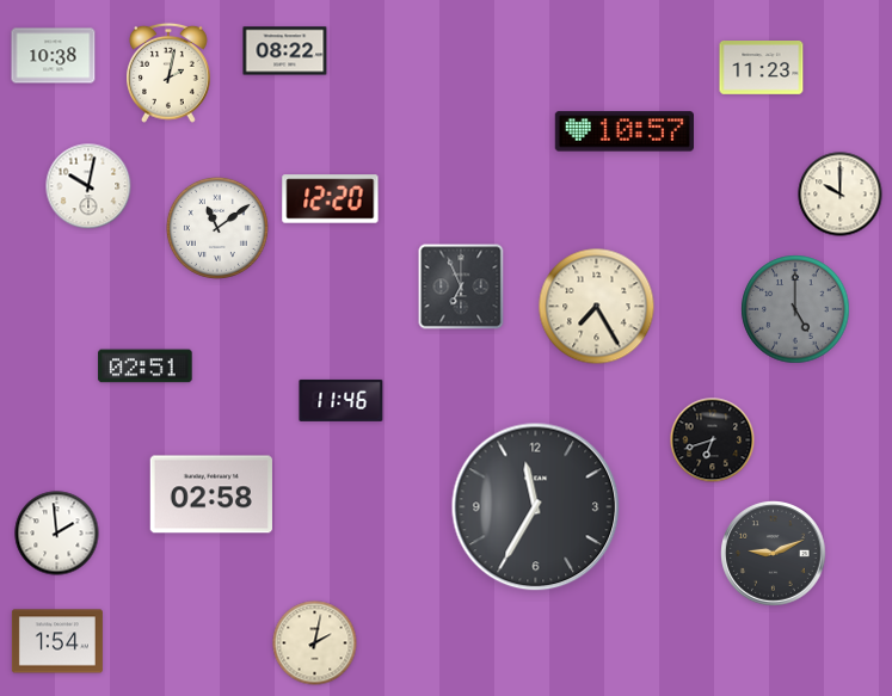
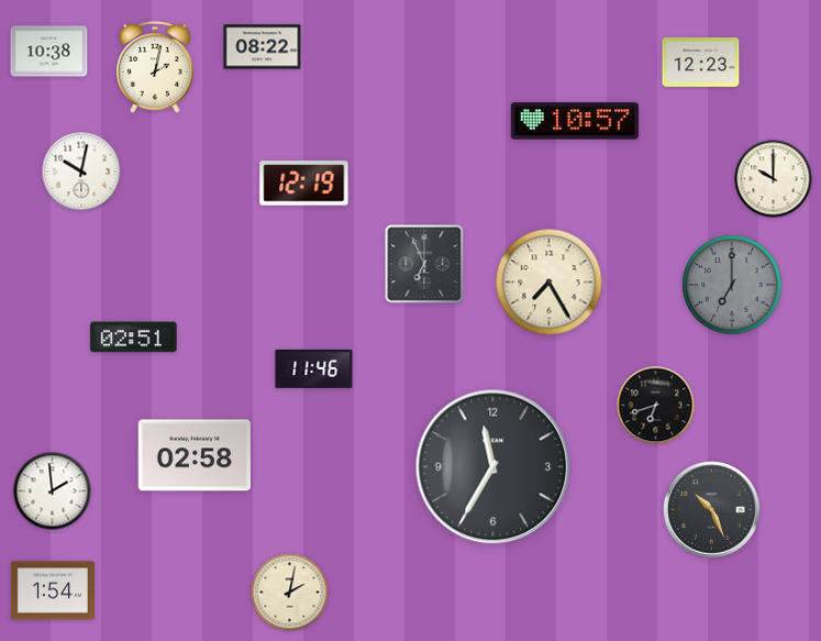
clock at (762, 68): 11:23 -> 12:23
clock at (331, 199): 12:20 -> 12:19
clock at (217, 228): 11:09 -> none
clock at (795, 309): 5:00 -> 7:00
clock at (774, 554): 9:11 -> 10:26
